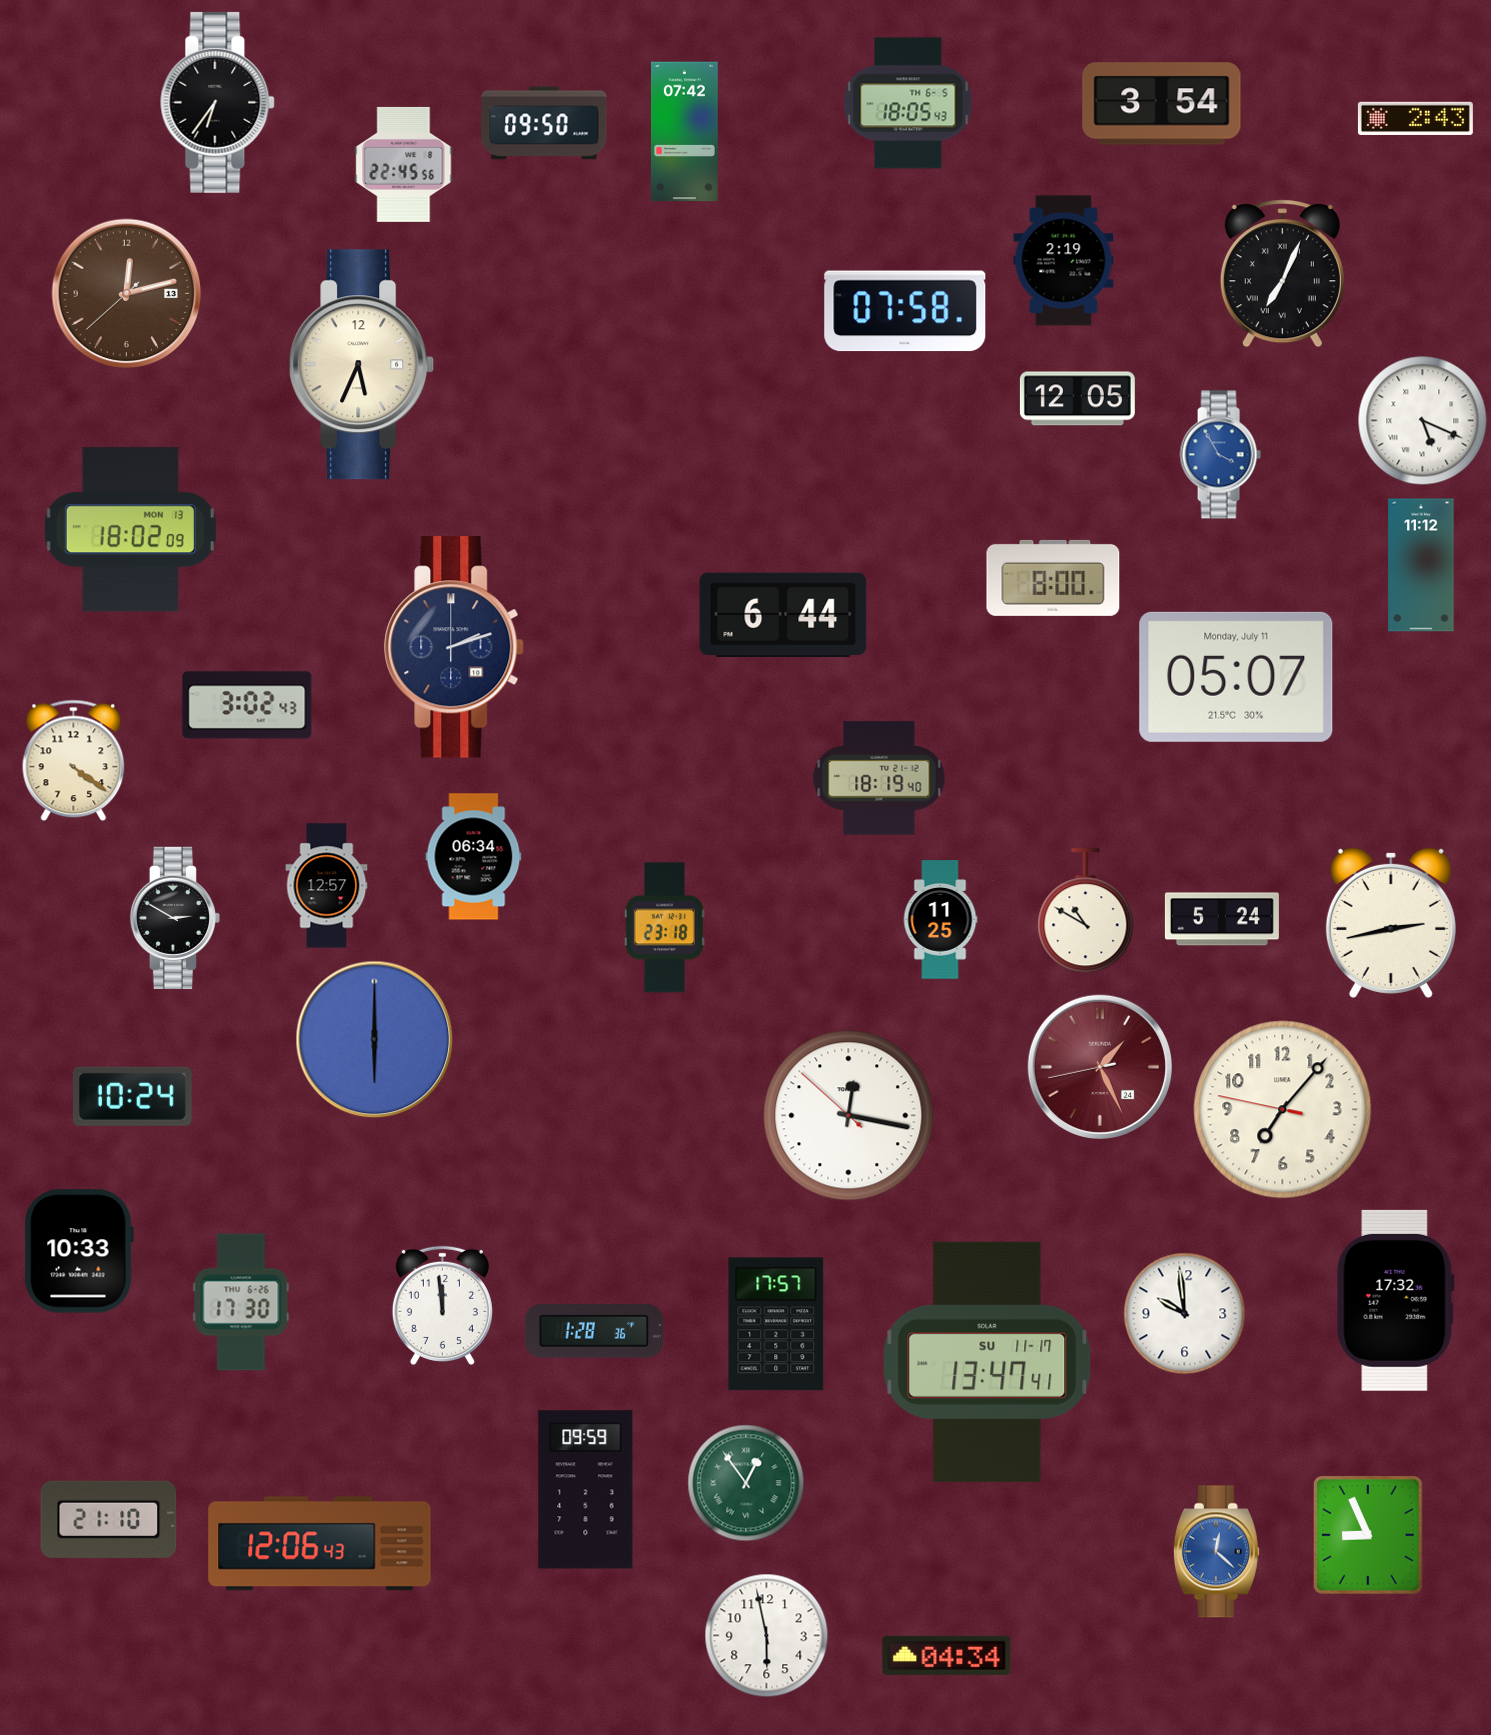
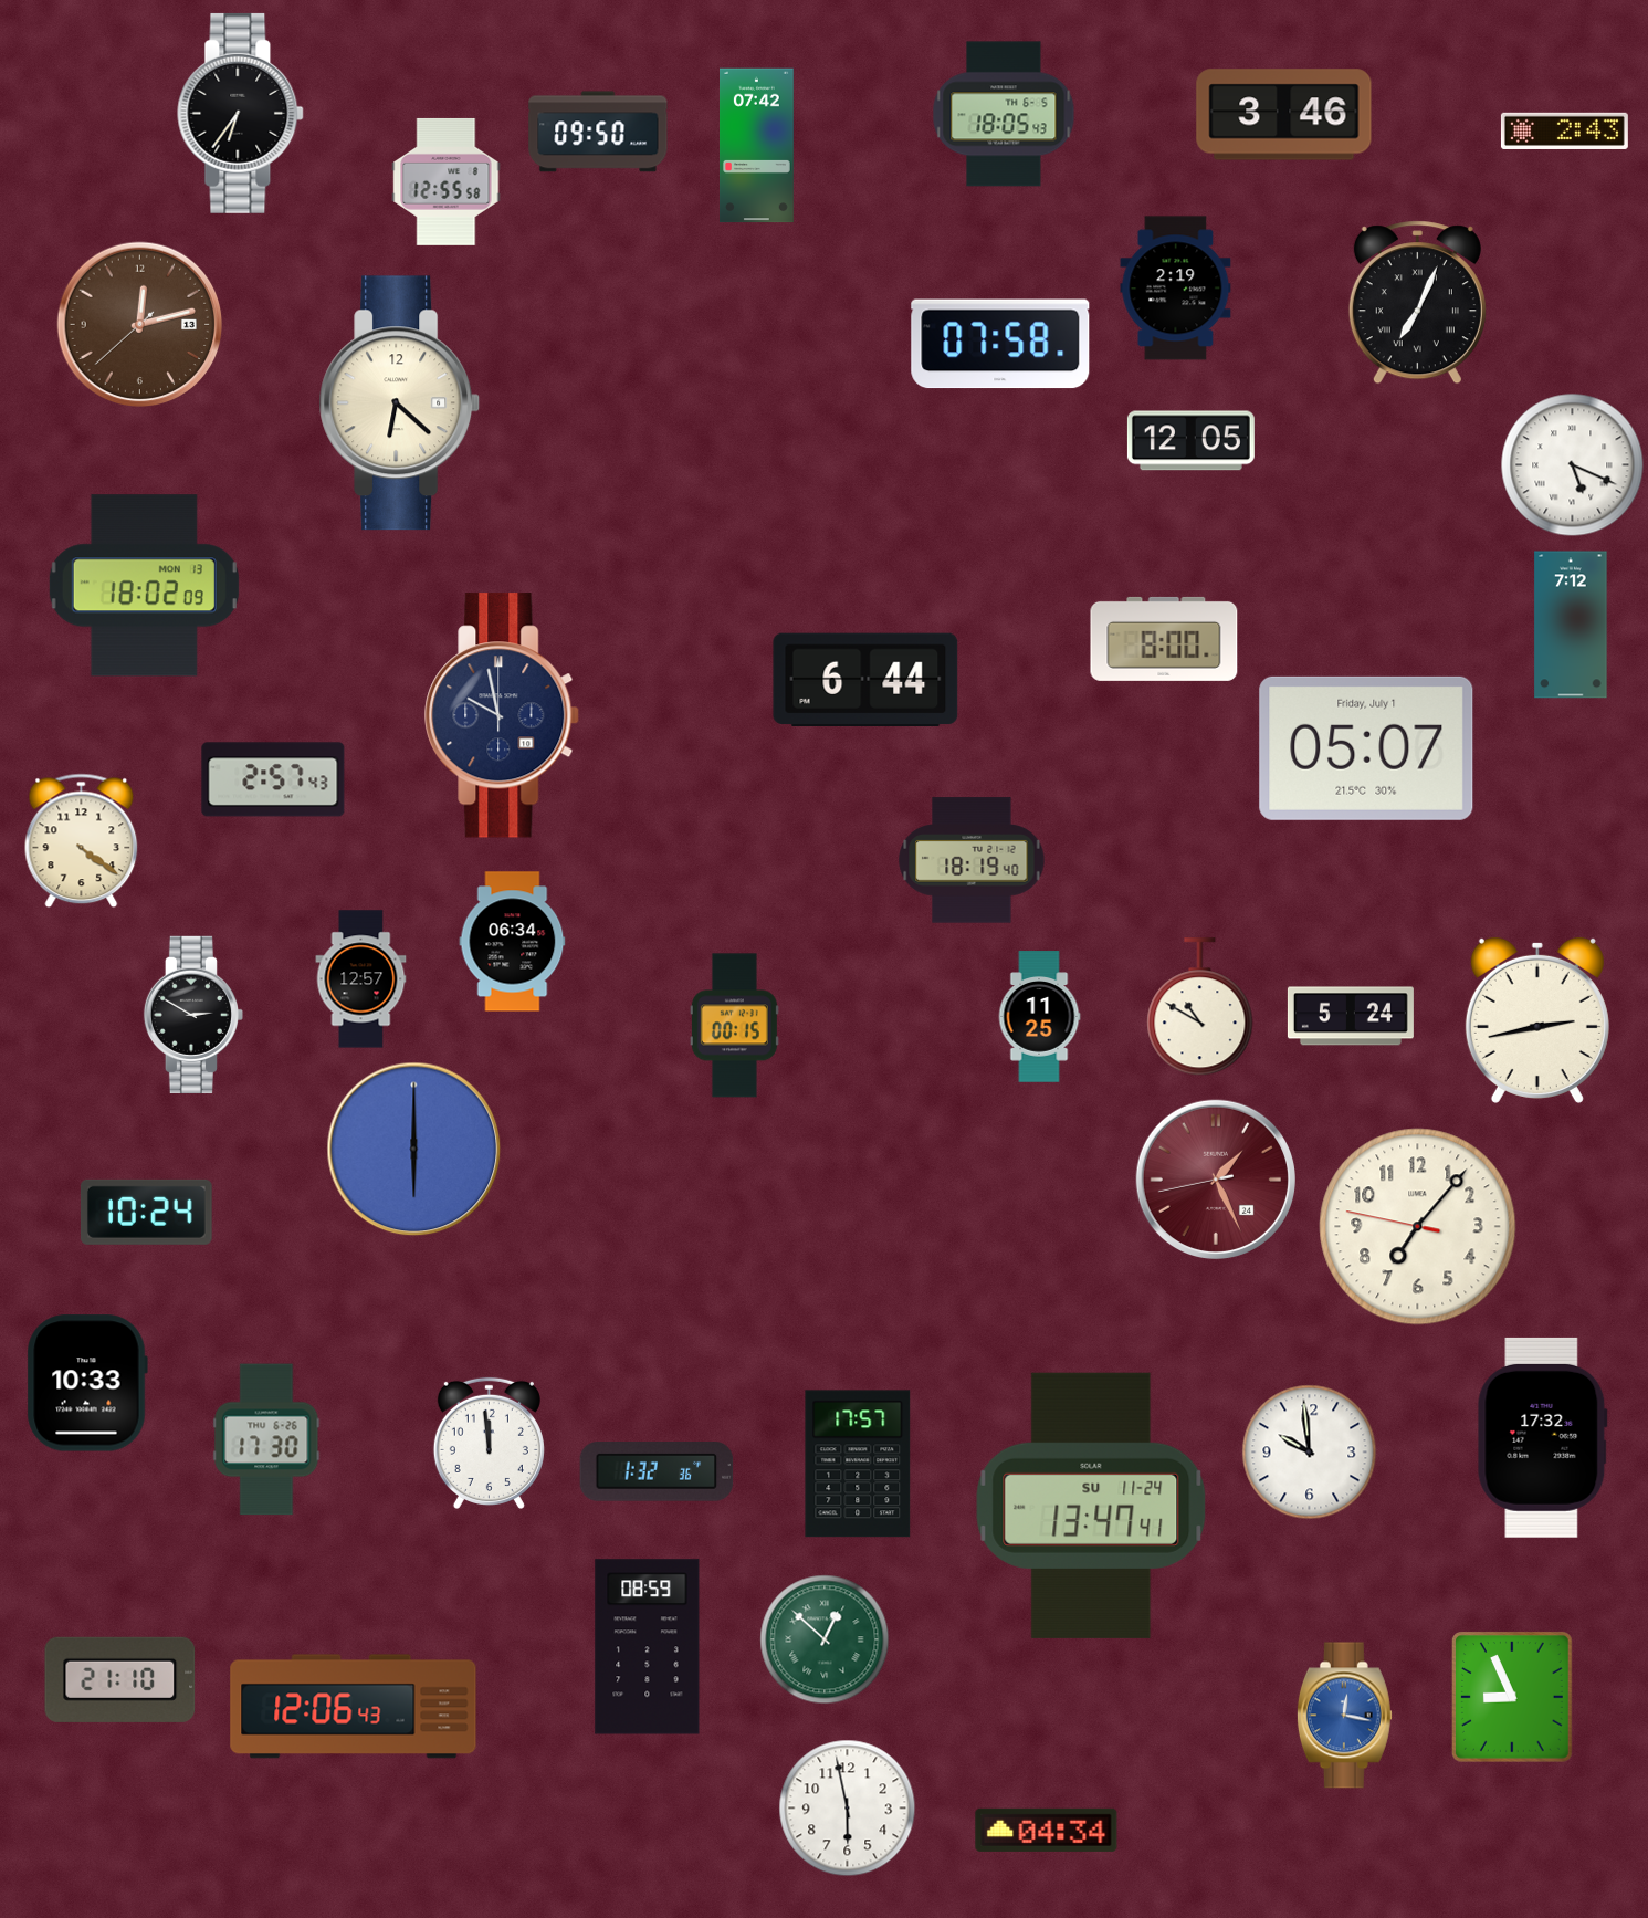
clock at (1162, 104): 3:54 -> 3:46
clock at (544, 123) position: (544, 123) -> (598, 132)
clock at (404, 164): 22:45 -> 12:55
clock at (362, 365): 5:34 -> 6:22
clock at (1220, 455): 3:55 -> none
clock at (1421, 565): 11:12 -> 7:12
clock at (455, 647): 2:12 -> 9:58
clock at (1236, 677) date: Monday, July 11 -> Friday, July 1
clock at (247, 705): 3:02 -> 2:57
clock at (474, 857) position: (474, 857) -> (513, 942)
clock at (664, 928): 23:18 -> 00:15
clock at (849, 1116): 12:16 -> none
clock at (594, 1331): 1:28 -> 1:32
clock at (987, 1362) date: SU 11-17 -> SU 11-24
clock at (746, 1483): 12:54 -> 12:52
clock at (586, 1490): 09:59 -> 08:59
clock at (1216, 1552): 12:22 -> 12:17
